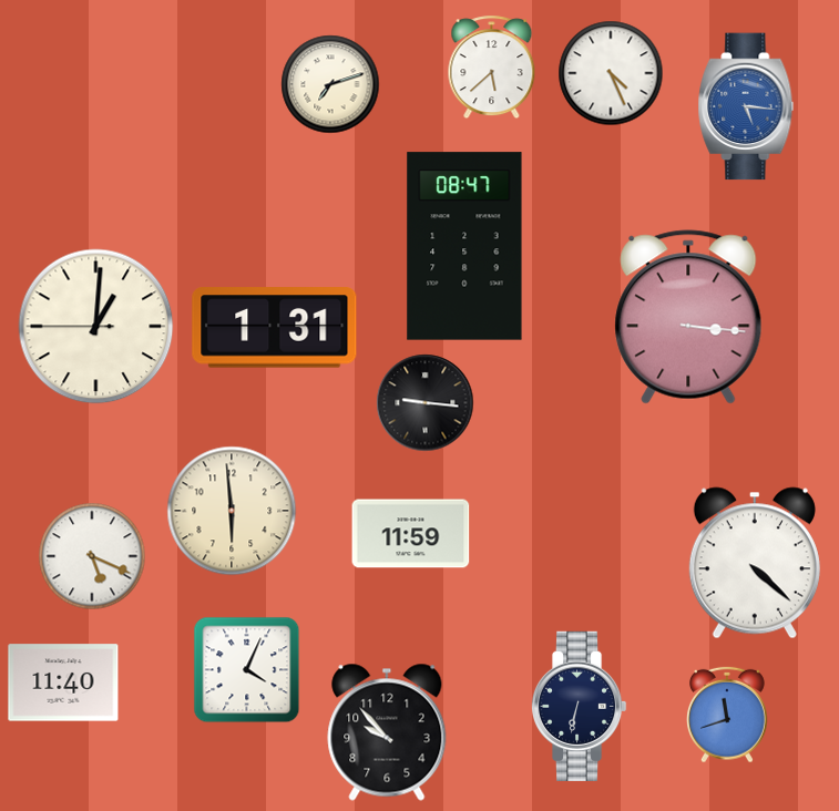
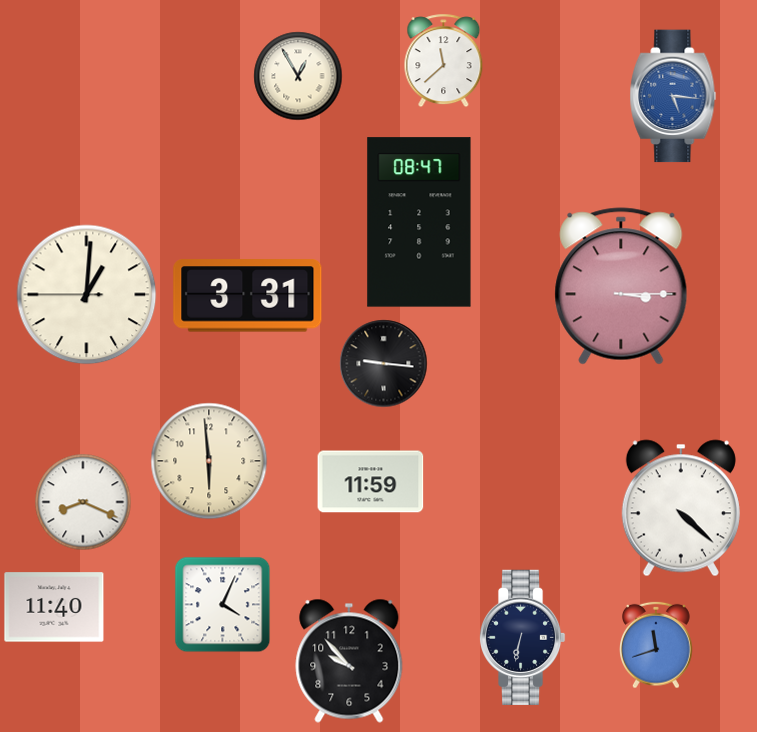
clock at (492, 68): 5:38 -> 11:38
clock at (611, 73): 4:26 -> none
clock at (330, 84): 7:12 -> 12:55
clock at (688, 317): 3:16 -> 3:15
clock at (275, 328): 1:31 -> 3:31
clock at (92, 556): 5:19 -> 8:19
clock at (63, 682) position: (63, 682) -> (54, 607)
